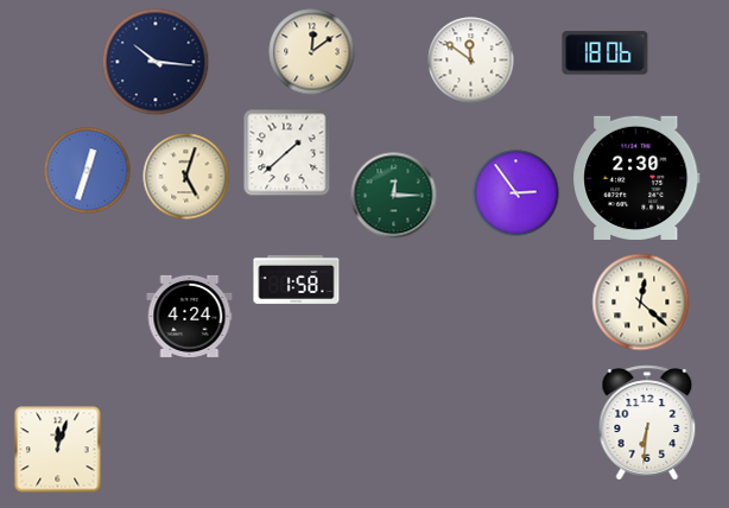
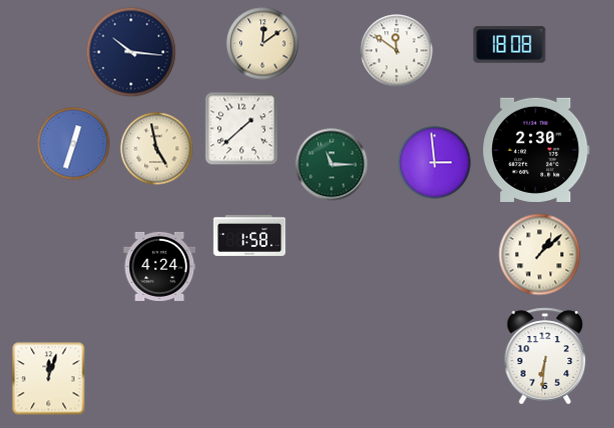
clock at (606, 53): 18:06 -> 18:08
clock at (186, 177): 5:03 -> 4:58
clock at (516, 193): 2:54 -> 2:59
clock at (394, 196): 12:15 -> 11:15
clock at (641, 303): 12:22 -> 1:08
